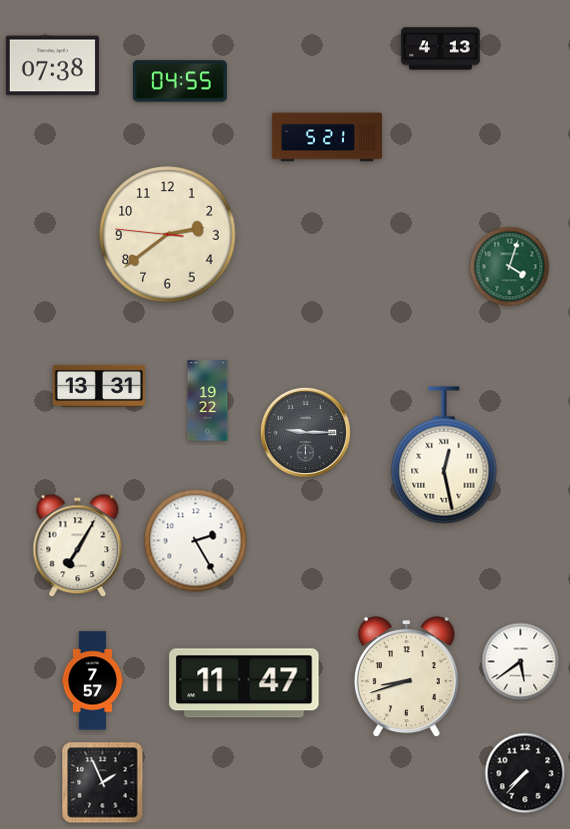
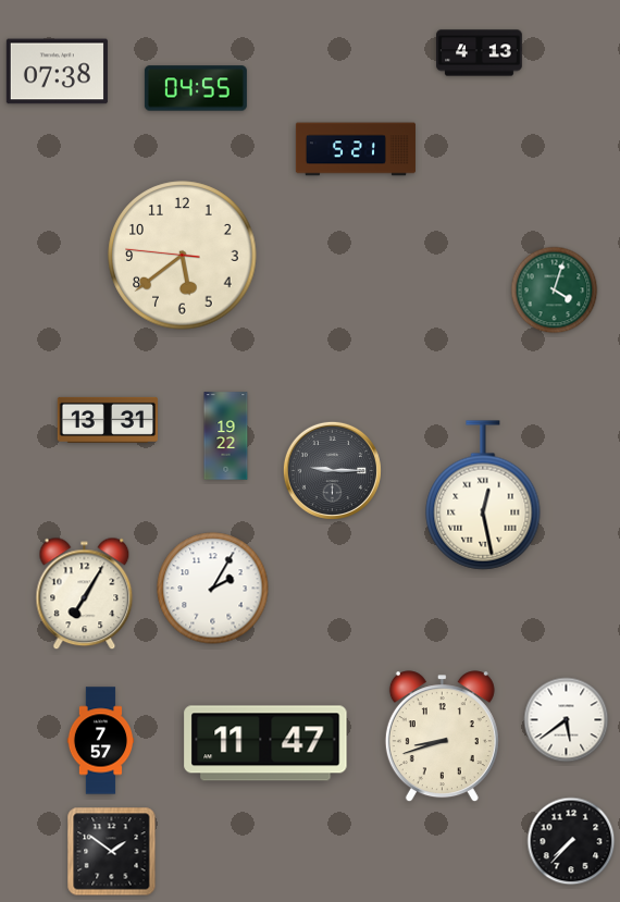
clock at (168, 235): 2:38 -> 5:38
clock at (196, 541): 2:25 -> 2:05
clock at (103, 783): 1:56 -> 1:51
